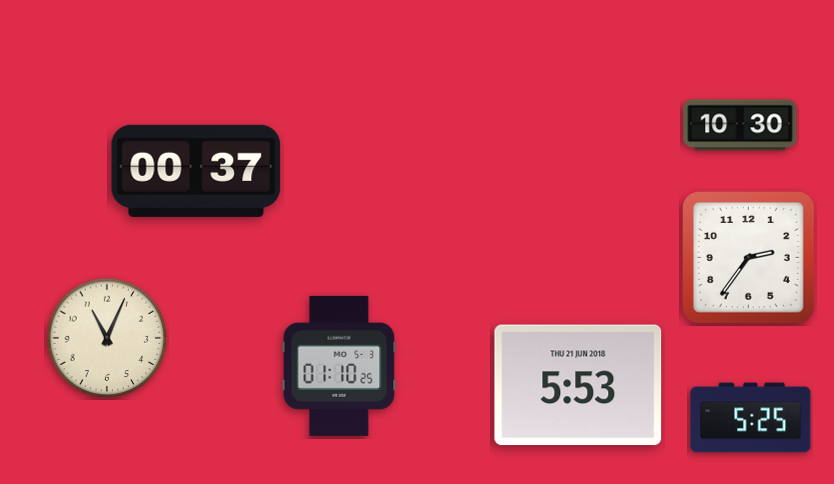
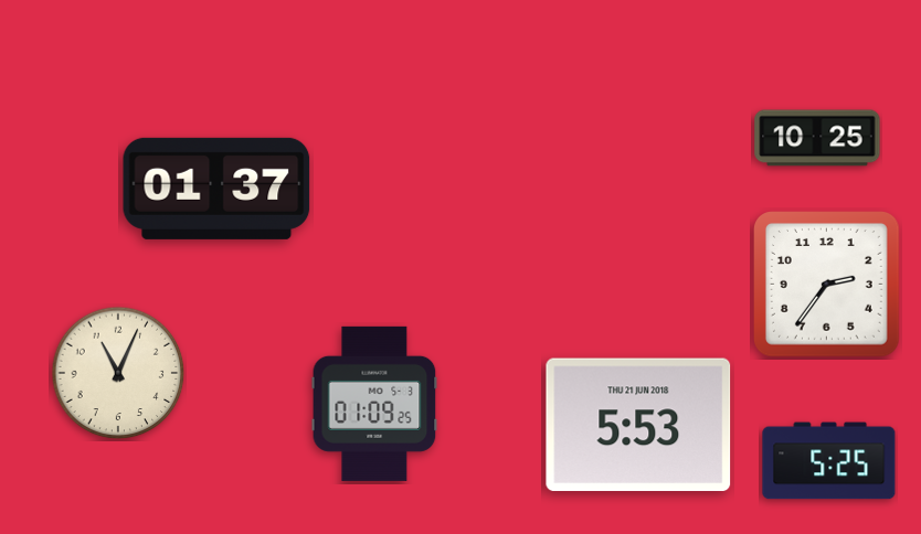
clock at (740, 125): 10:30 -> 10:25
clock at (196, 171): 00:37 -> 01:37
clock at (339, 366): 01:10 -> 01:09
